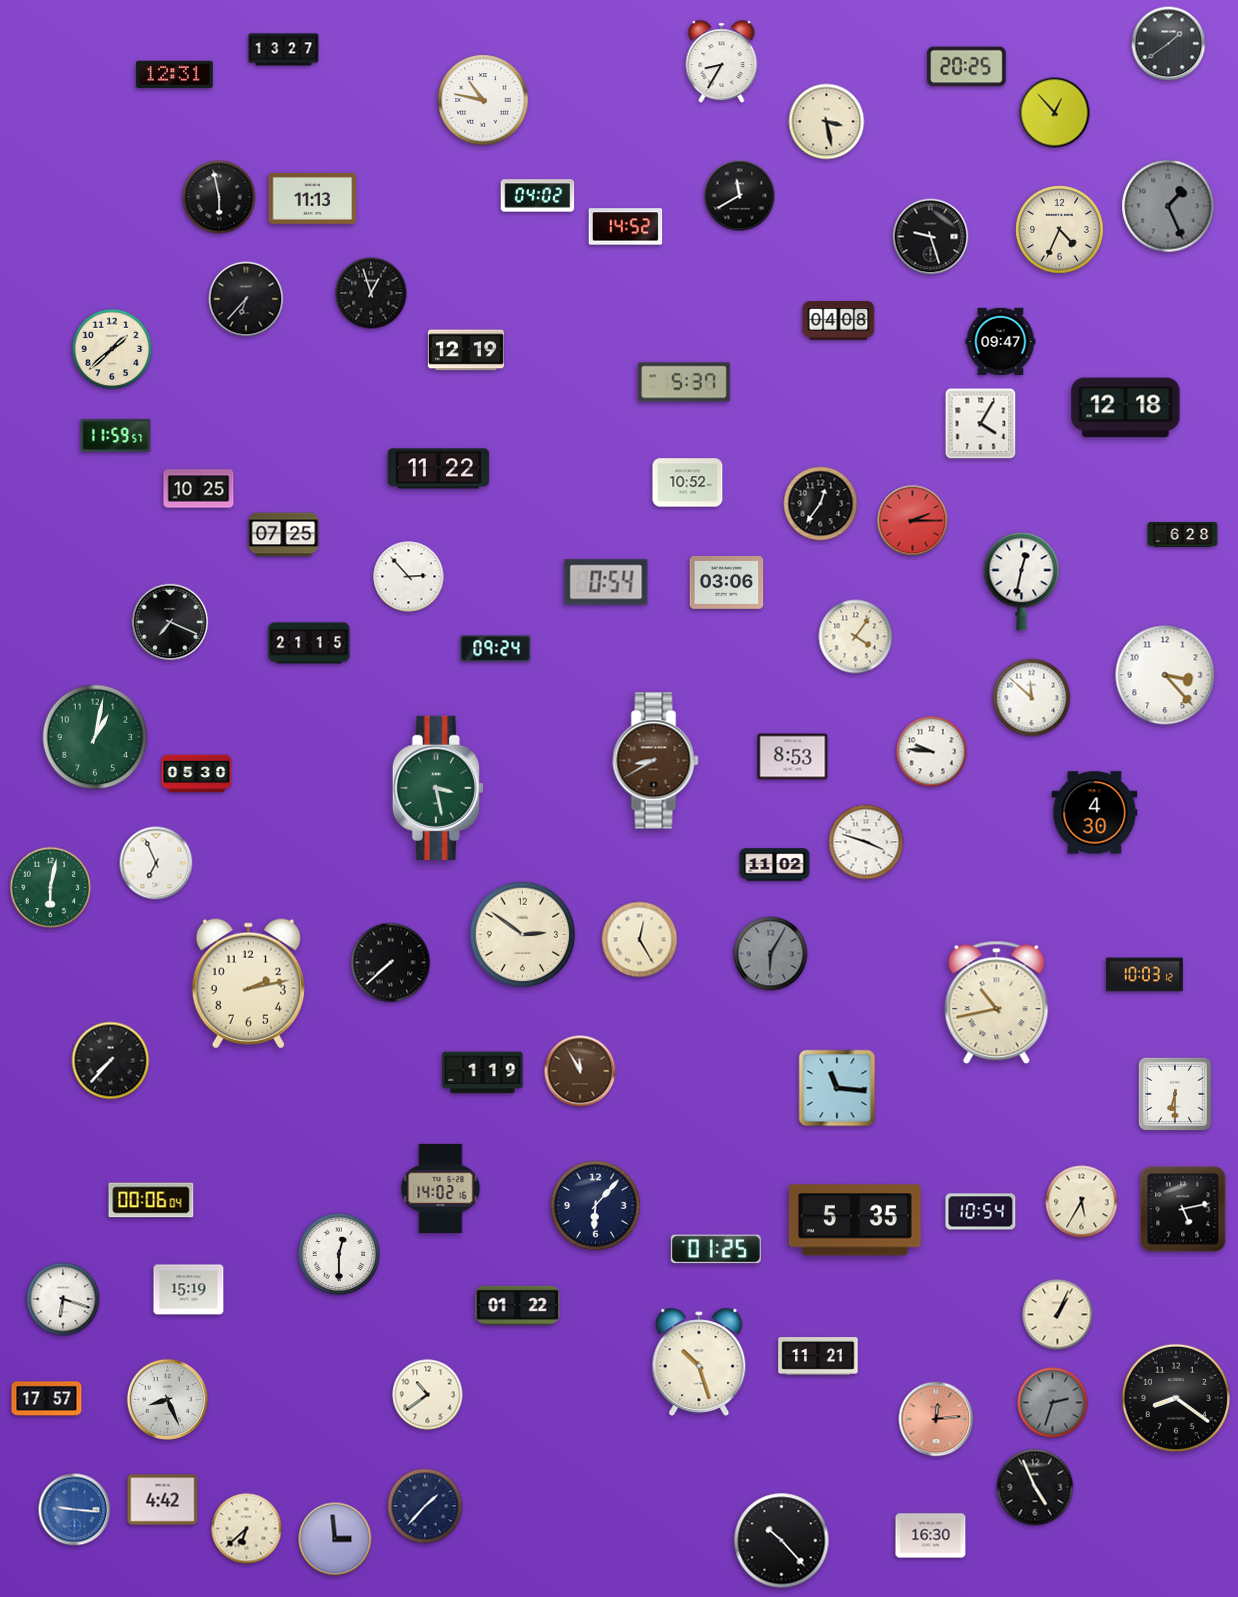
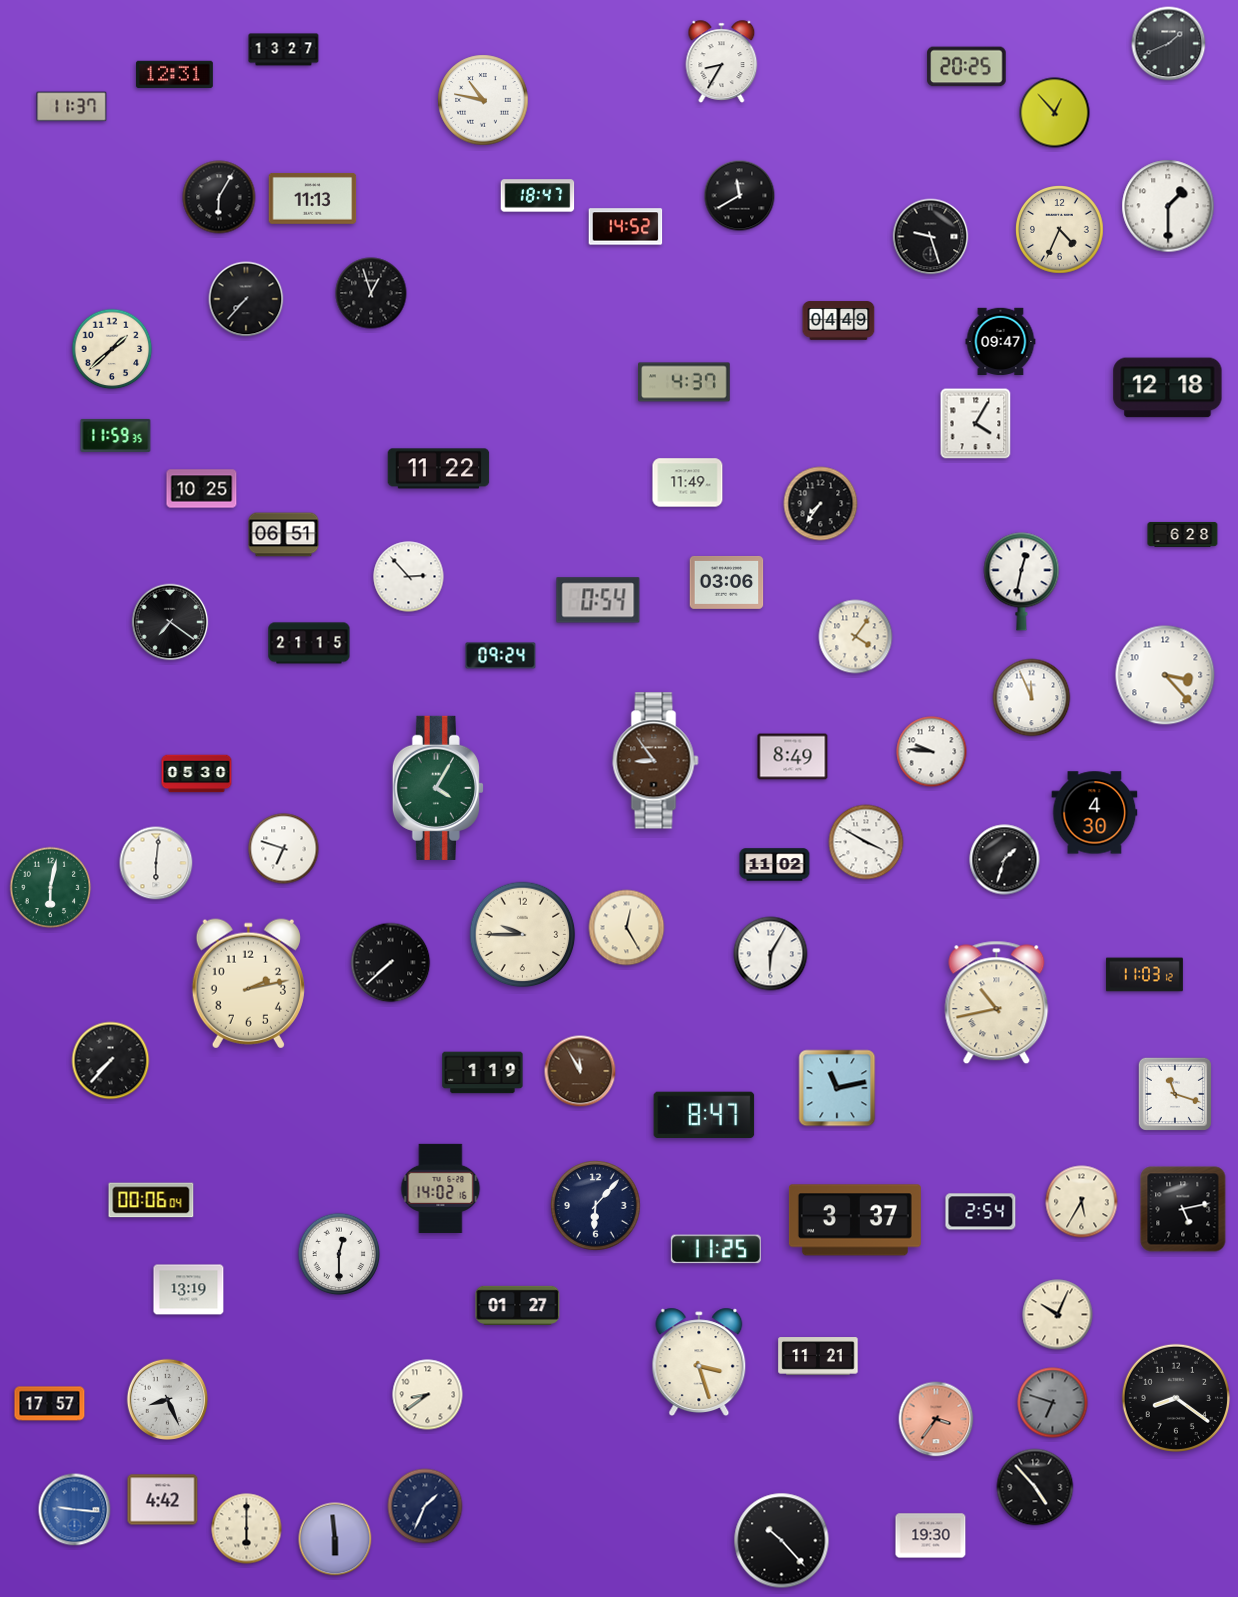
clock at (1169, 44): 1:39 -> 1:41
clock at (72, 107): none -> 11:37
clock at (827, 122): 3:28 -> none
clock at (538, 196): 04:02 -> 18:47
clock at (219, 197): 5:58 -> 6:05
clock at (1168, 206): 1:26 -> 1:30
clock at (1168, 206) dial: grey -> white
clock at (246, 299): 6:37 -> 7:37
clock at (839, 321): 04:08 -> 04:49
clock at (466, 350): 12:19 -> none
clock at (684, 382): 5:37 -> 4:37
clock at (1126, 408) position: (1126, 408) -> (1168, 388)
clock at (981, 424) position: (981, 424) -> (976, 424)
clock at (116, 435): 11:59:57 -> 11:59:35
clock at (688, 483): 10:52 -> 11:49
clock at (199, 489) position: (199, 489) -> (202, 489)
clock at (821, 504): 12:36 -> 7:36
clock at (913, 521): 2:15 -> none
clock at (284, 535): 07:25 -> 06:51
clock at (606, 582) position: (606, 582) -> (598, 600)
clock at (170, 622): 7:19 -> 7:21
clock at (496, 649) position: (496, 649) -> (501, 656)
clock at (1032, 698): 11:52 -> 11:56
clock at (95, 737): 1:02 -> none
clock at (793, 757): 8:53 -> 8:49
clock at (656, 761): 8:40 -> 8:54
clock at (438, 788): 3:28 -> 4:05
clock at (866, 842): 3:48 -> 3:50
clock at (284, 849): none -> 6:48
clock at (1005, 860): none -> 1:33
clock at (156, 863): 6:56 -> 6:01
clock at (523, 935): 2:51 -> 9:45
clock at (640, 940) position: (640, 940) -> (627, 928)
clock at (771, 954) dial: grey -> white
clock at (1144, 975): 10:03 -> 11:03
clock at (837, 1088): 11:16 -> 11:13
clock at (1175, 1094): 6:30 -> 11:18
clock at (704, 1115): none -> 8:47
clock at (981, 1212): 10:54 -> 2:54
clock at (855, 1220): 5:35 -> 3:37
clock at (716, 1249): 01:25 -> 11:25
clock at (189, 1290): 15:19 -> 13:19
clock at (63, 1299): 6:18 -> none
clock at (518, 1305): 01:22 -> 01:27
clock at (1058, 1315): 1:04 -> 10:04
clock at (699, 1361): 10:27 -> 3:27
clock at (428, 1395): 10:39 -> 8:39
clock at (47, 1399) position: (47, 1399) -> (50, 1404)
clock at (1053, 1403): 2:33 -> 6:48
clock at (936, 1419): 12:14 -> 3:36
clock at (1035, 1487): 4:56 -> 4:53
clock at (425, 1506): 1:37 -> 1:34
clock at (247, 1529): 6:38 -> 6:00
clock at (931, 1536): 16:30 -> 19:30
clock at (335, 1539): 2:59 -> 5:59
